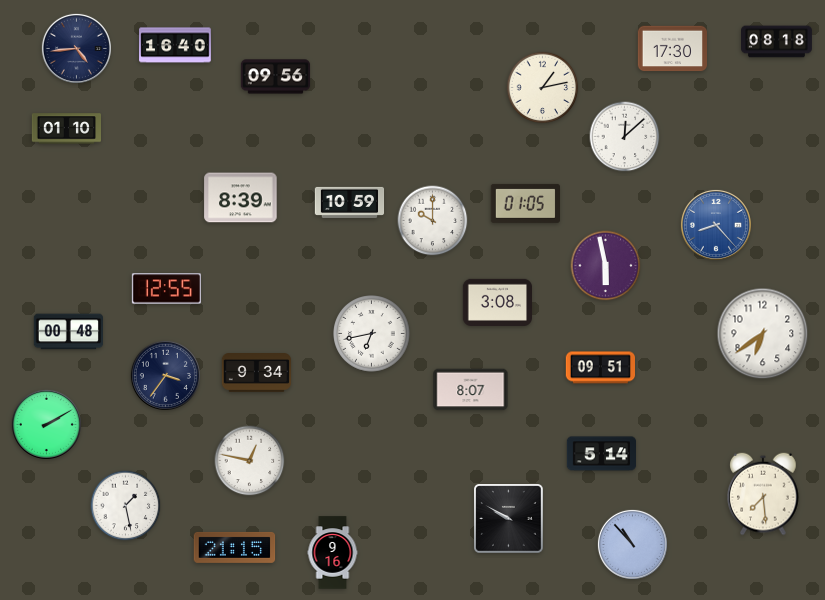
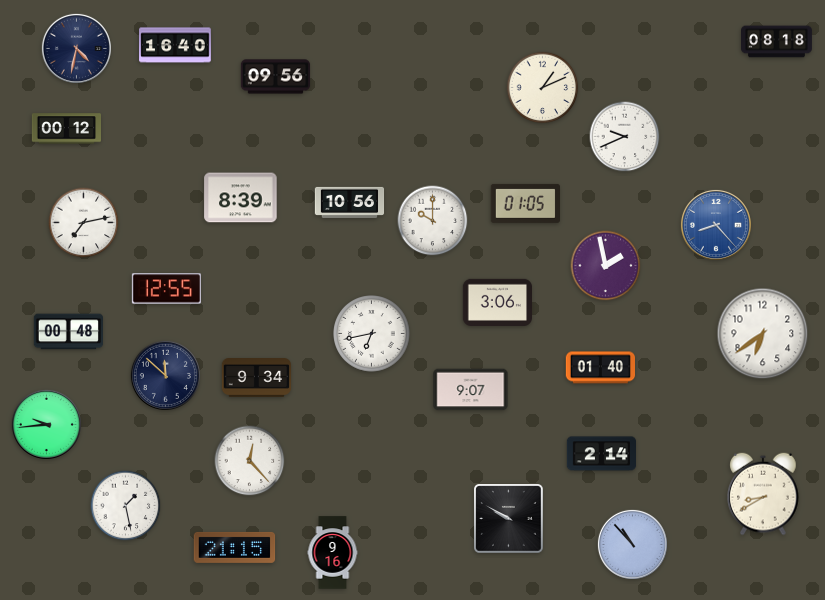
clock at (76, 48): 4:44 -> 4:32
clock at (673, 49): 17:30 -> none
clock at (543, 88): 1:13 -> 1:11
clock at (66, 129): 01:10 -> 00:12
clock at (625, 137): 12:08 -> 9:41
clock at (350, 202): 10:59 -> 10:56
clock at (84, 223): none -> 7:13
clock at (606, 266): 5:58 -> 1:58
clock at (497, 302): 3:08 -> 3:06
clock at (600, 368): 09:51 -> 01:40
clock at (257, 373) position: (257, 373) -> (257, 378)
clock at (165, 375): 3:36 -> 11:52
clock at (471, 390): 8:07 -> 9:07
clock at (46, 424): 2:10 -> 9:44
clock at (602, 454): 5:14 -> 2:14
clock at (250, 461): 12:47 -> 12:23
clock at (763, 494): 7:29 -> 8:40
